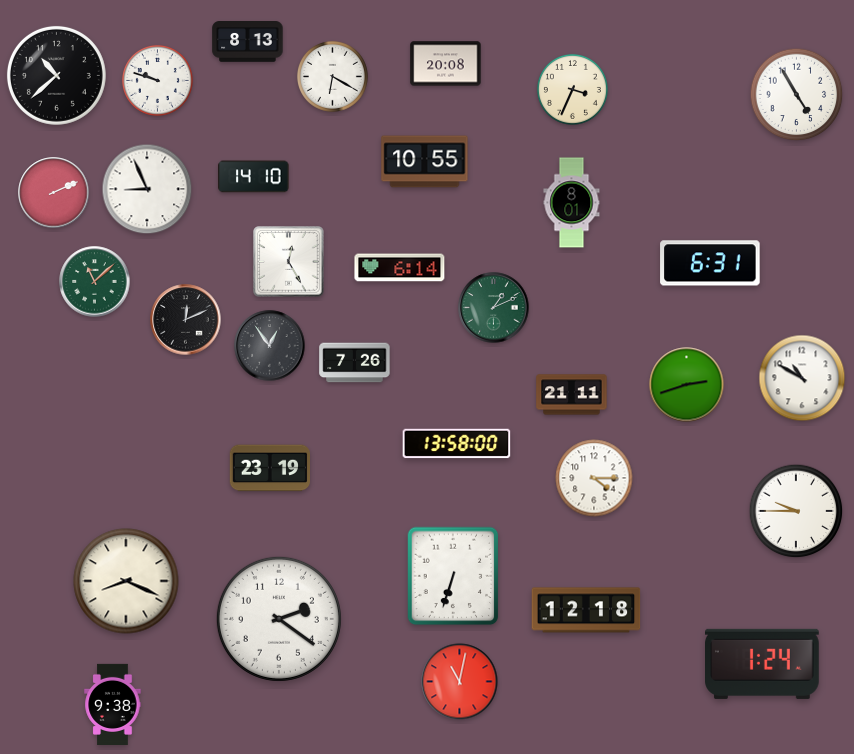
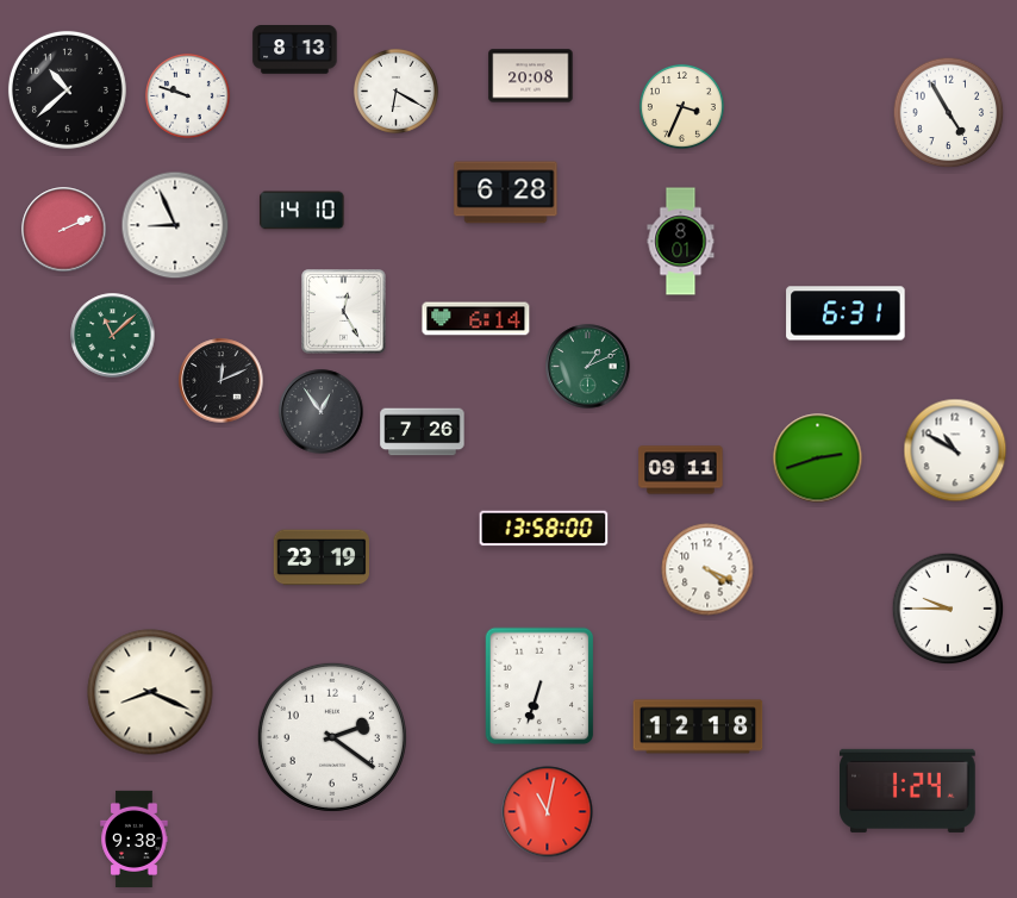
clock at (425, 162): 10:55 -> 6:28
clock at (572, 395): 21:11 -> 09:11
clock at (594, 478): 4:15 -> 4:19
